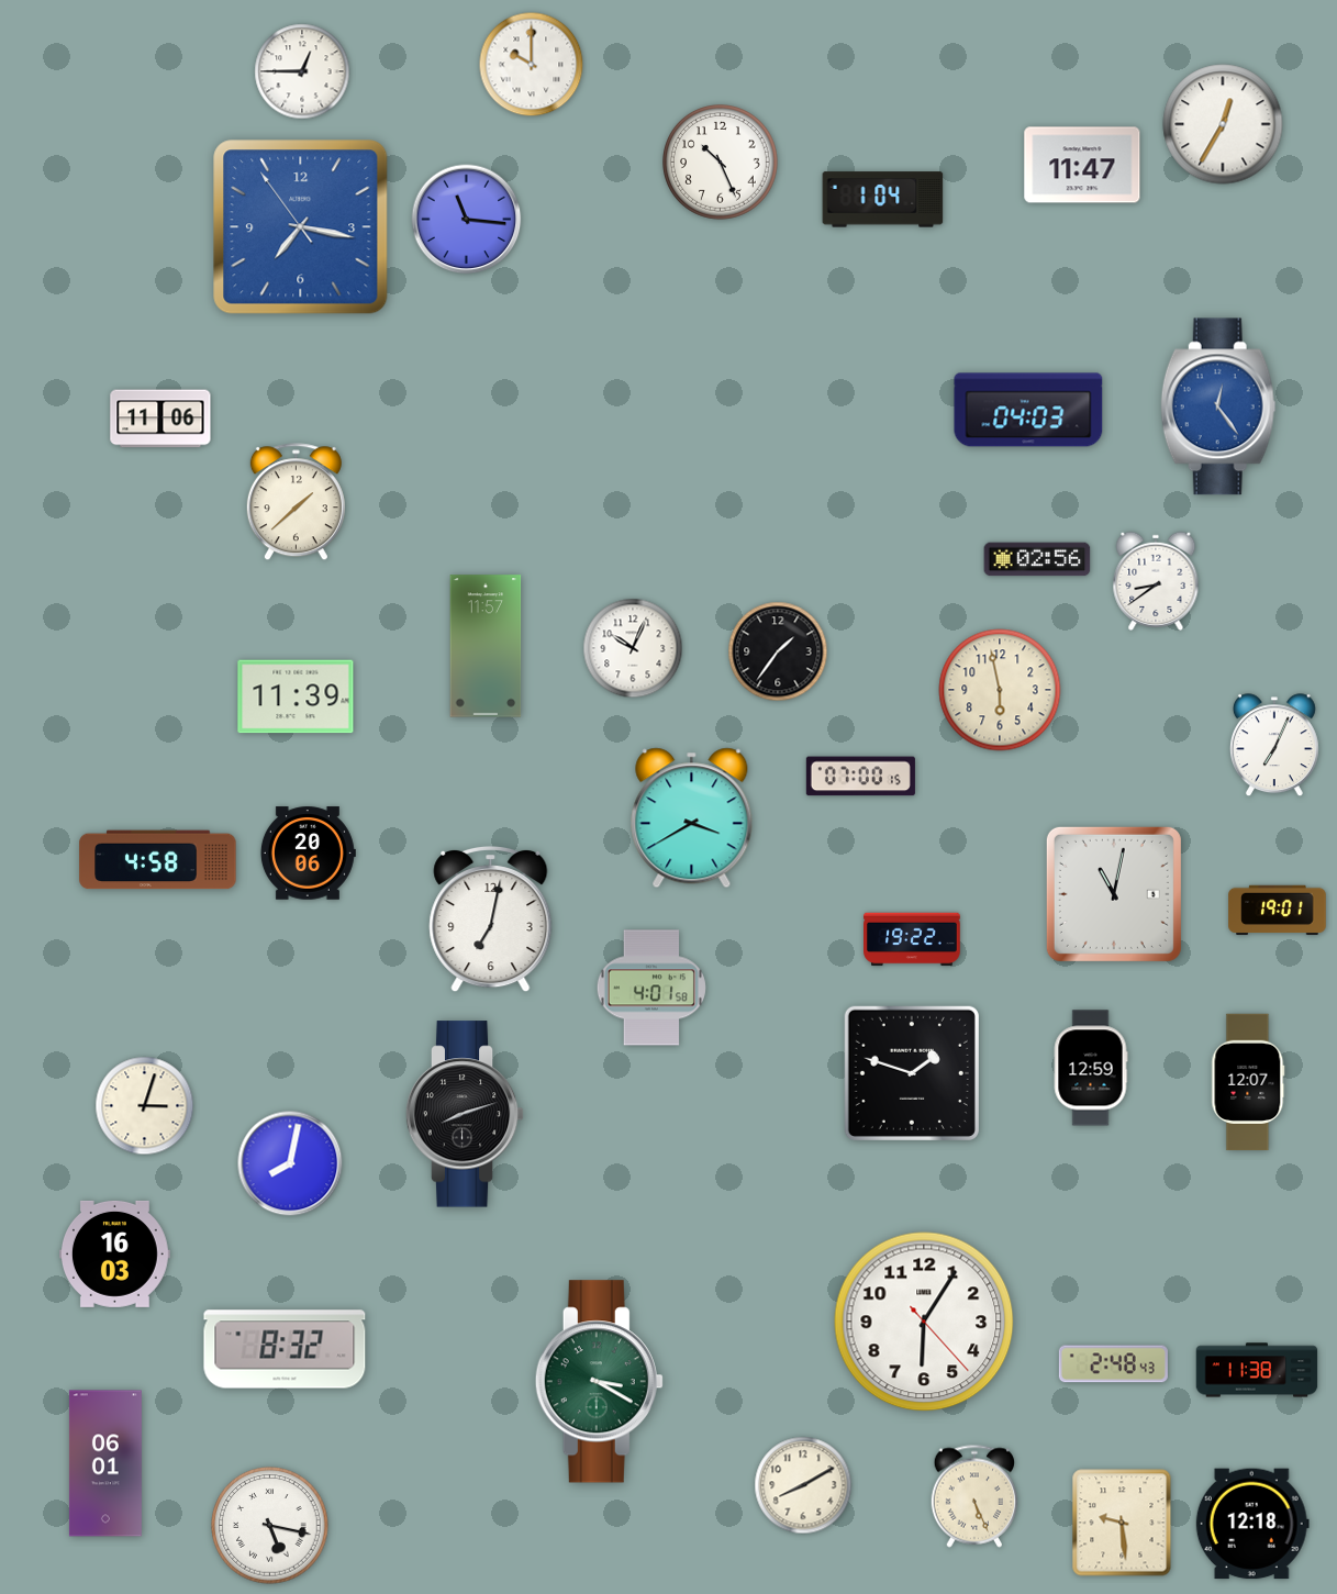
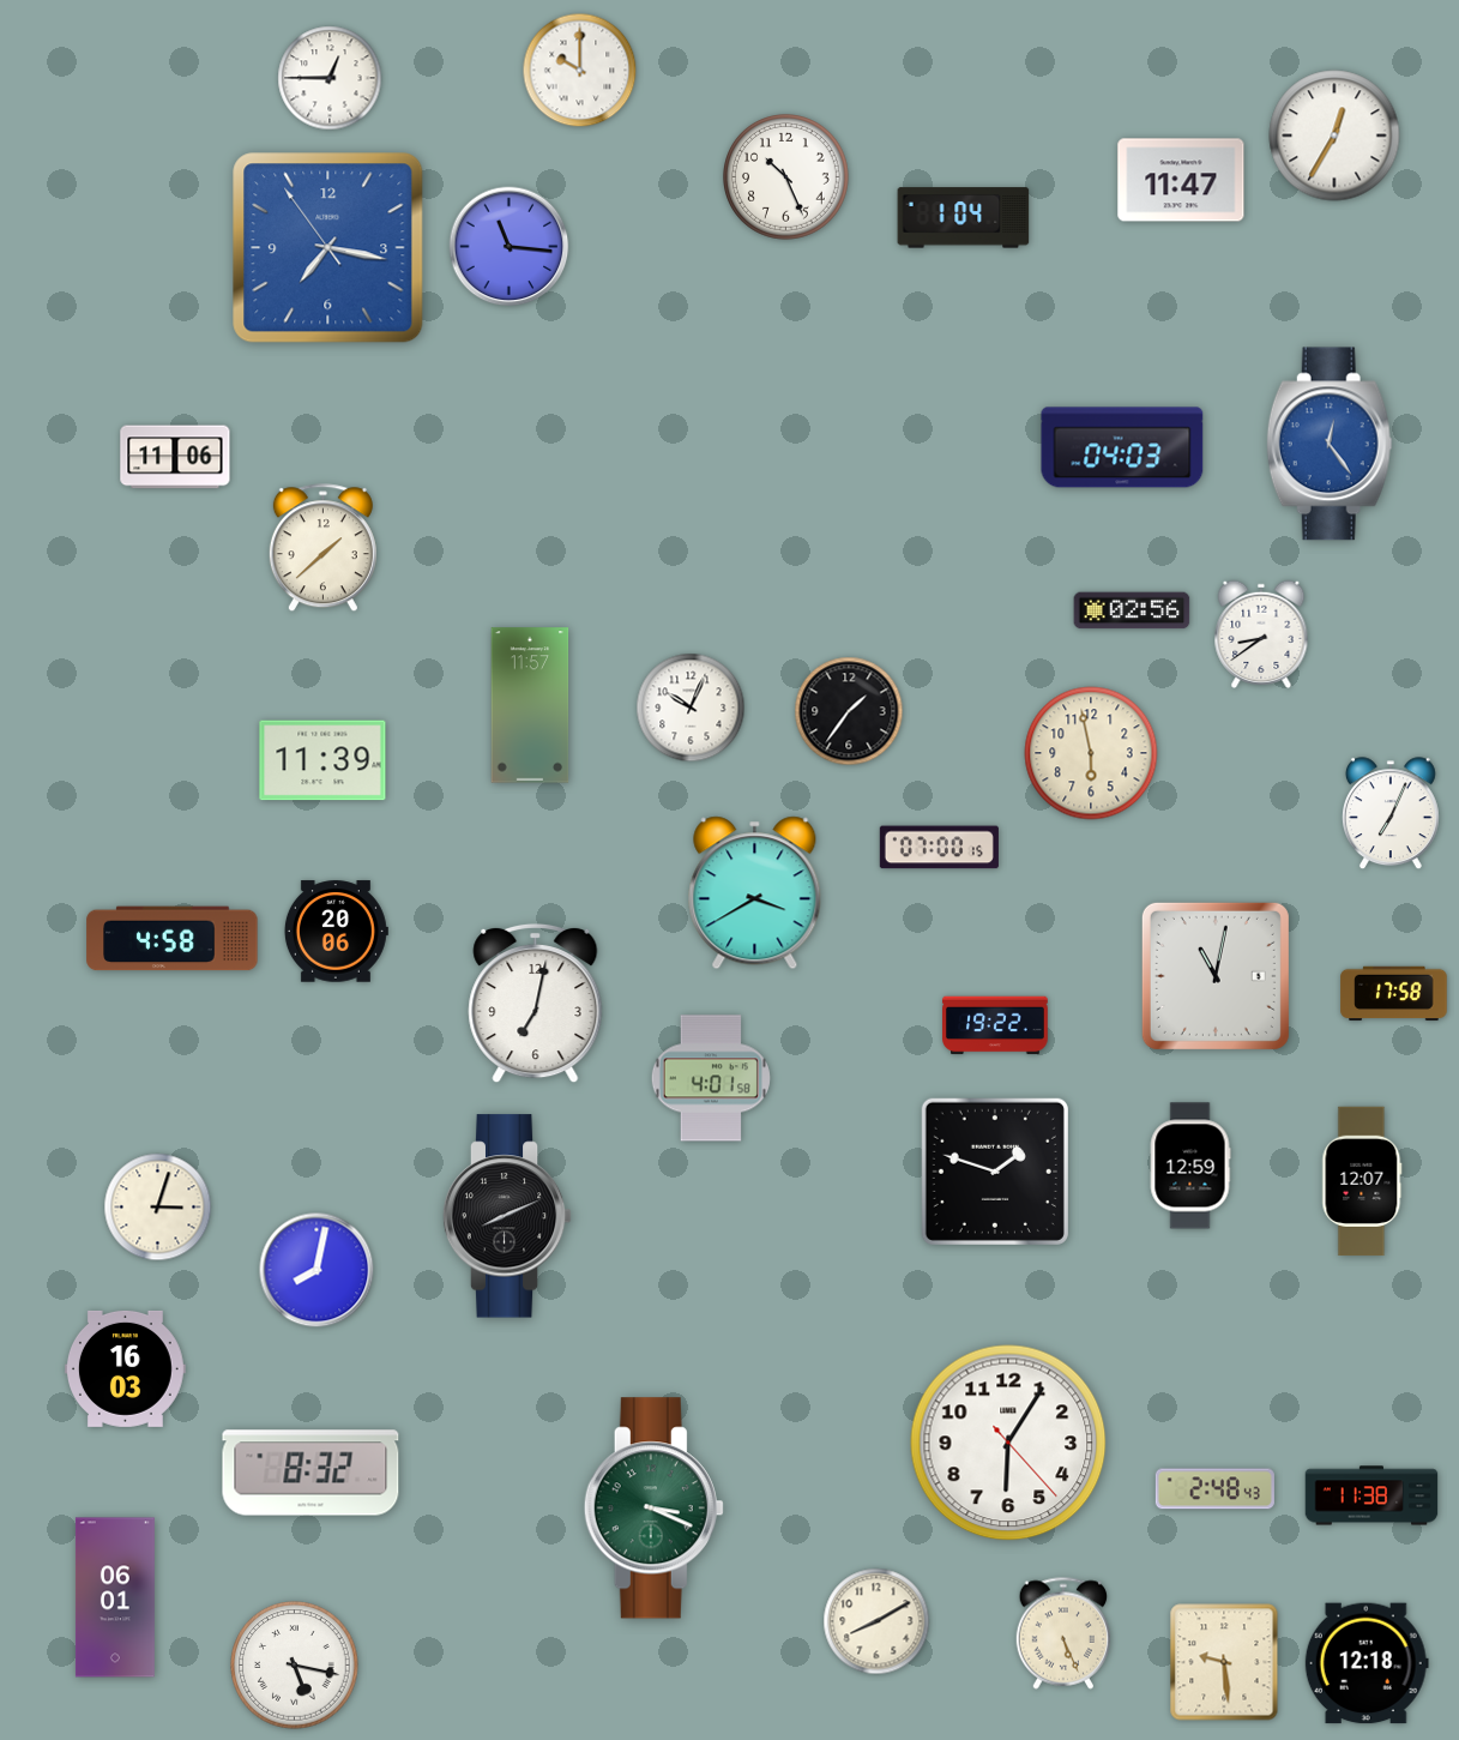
clock at (467, 220) position: (467, 220) -> (510, 247)
clock at (1278, 911): 19:01 -> 17:58
clock at (465, 1114): 8:12 -> 8:11
clock at (599, 1382): 3:20 -> 3:19
